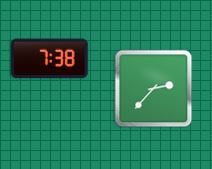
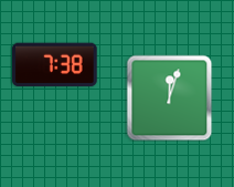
clock at (153, 88): 2:37 -> 12:03
